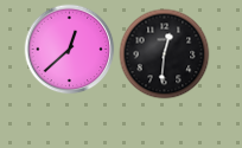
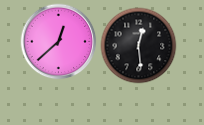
clock at (165, 54): 12:31 -> 12:29
